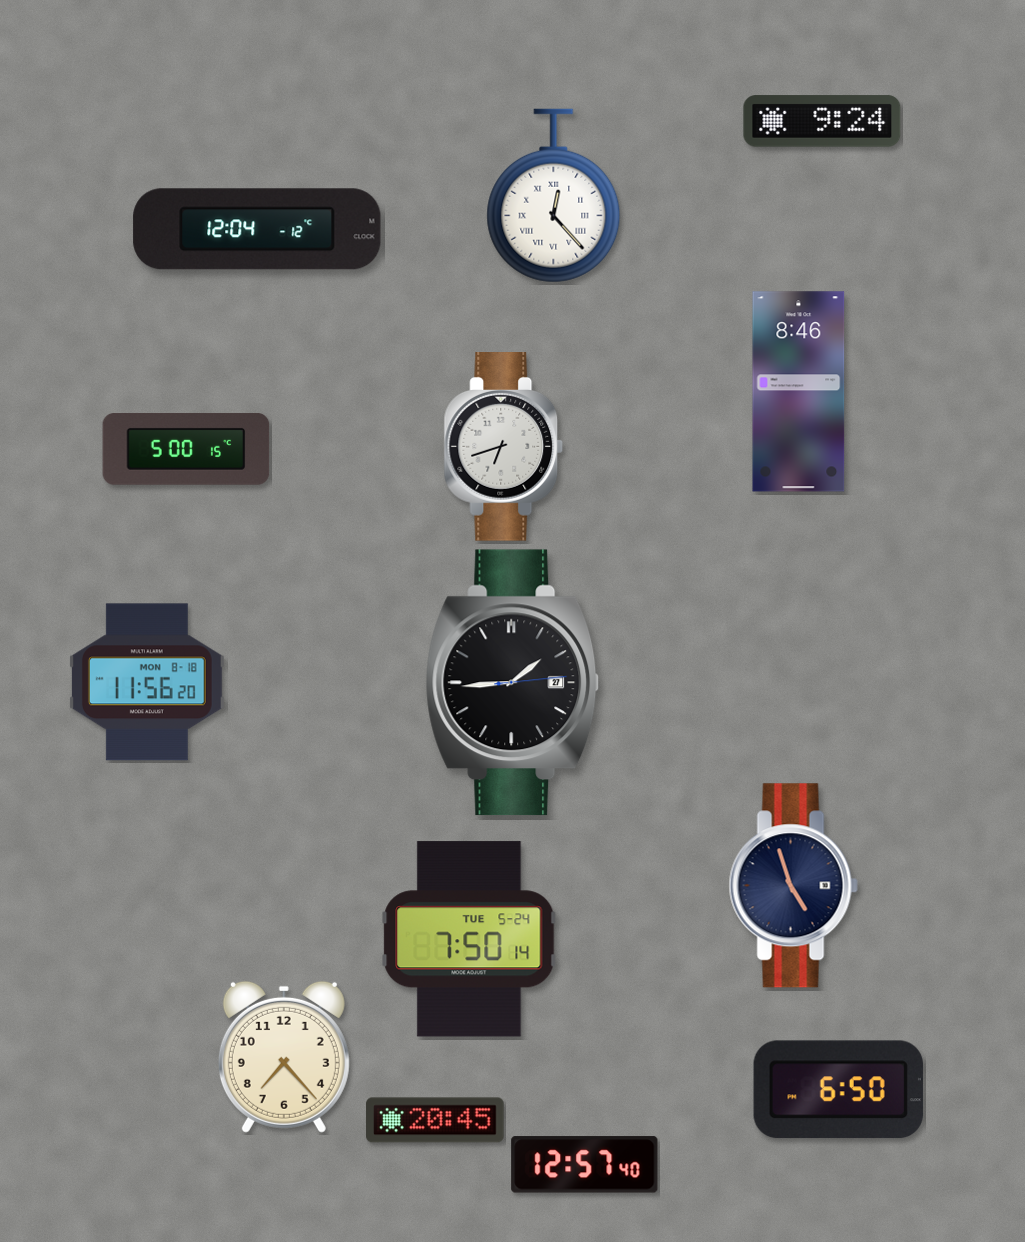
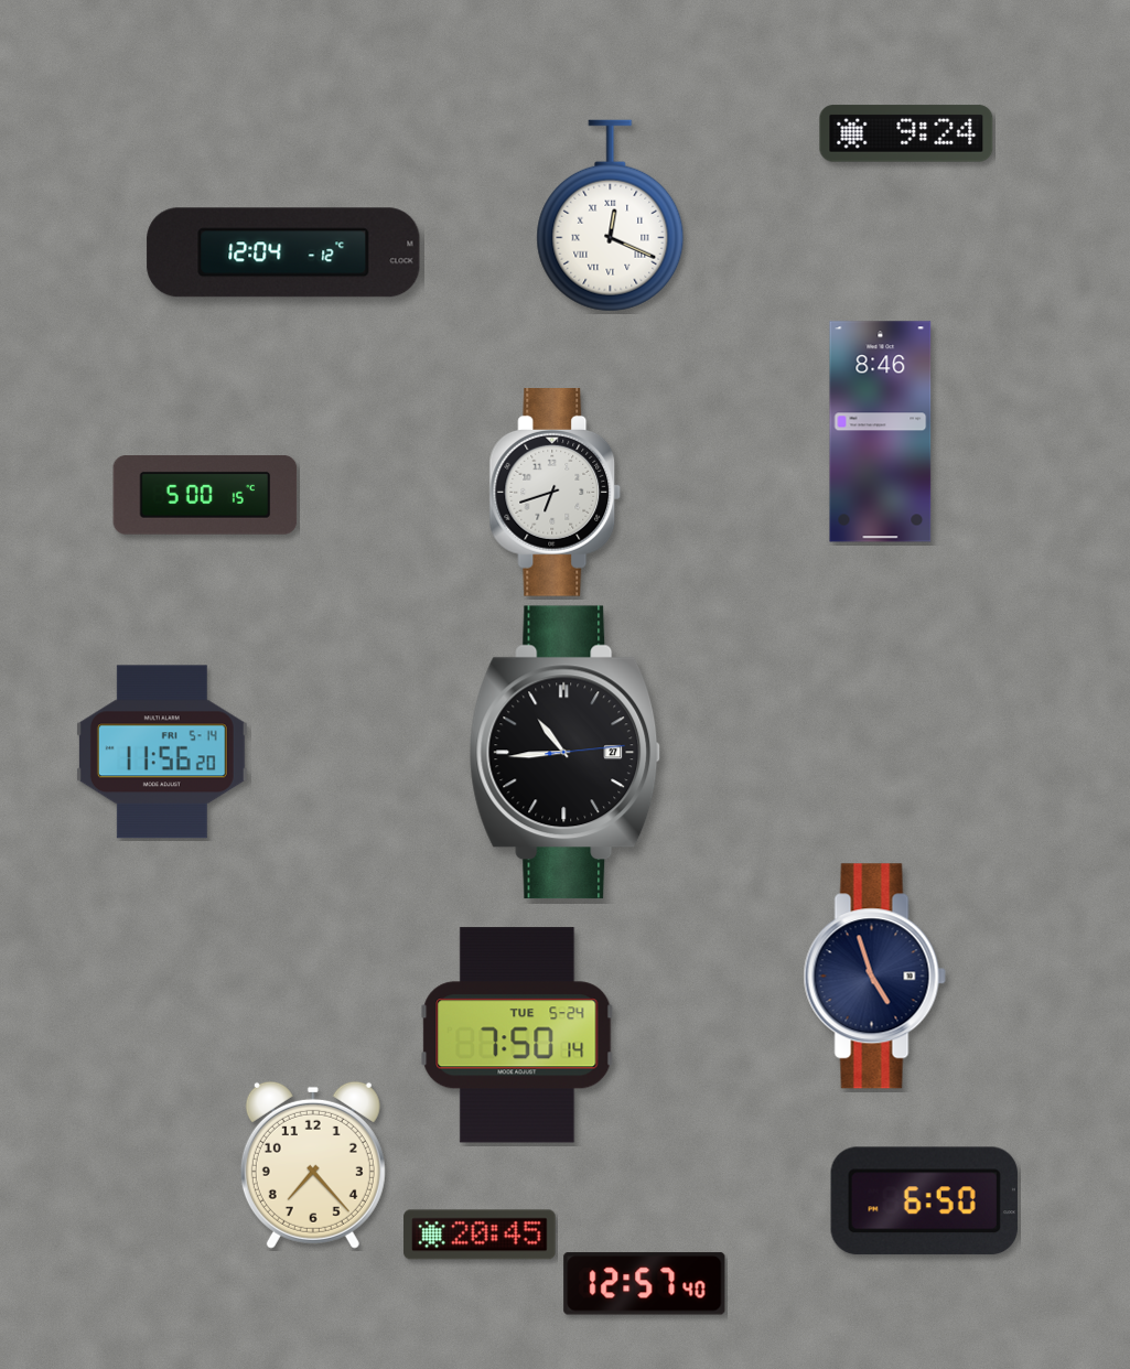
clock at (554, 196): 12:23 -> 12:19
clock at (147, 682) date: MON 8-18 -> FRI 5-14
clock at (513, 683): 1:44 -> 10:44
